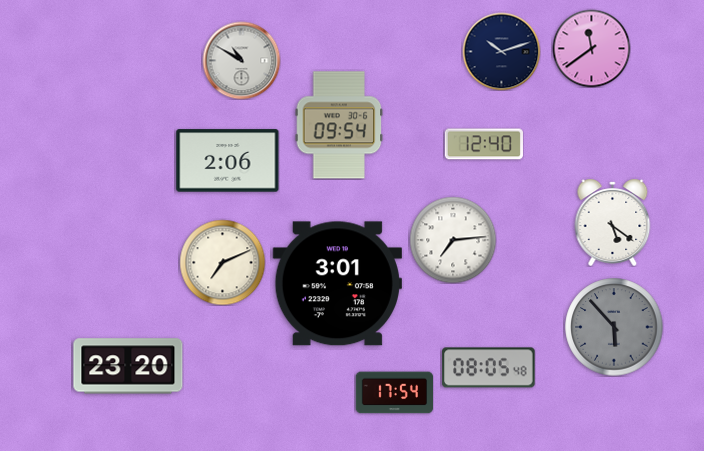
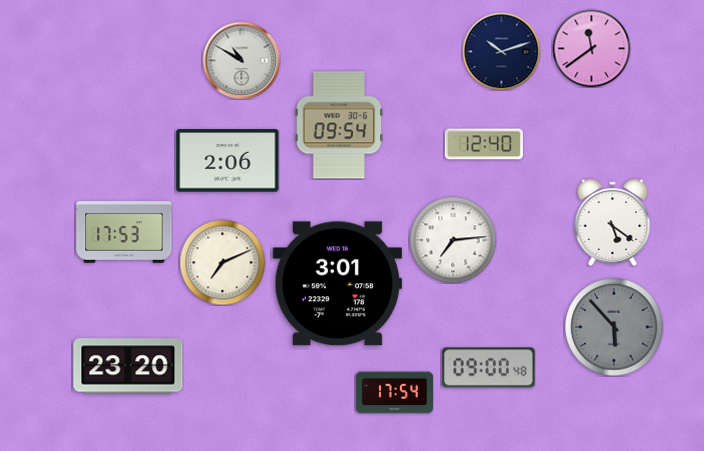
clock at (124, 232): none -> 17:53
clock at (489, 368): 08:05 -> 09:00
